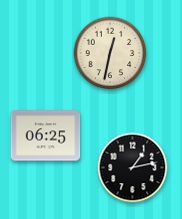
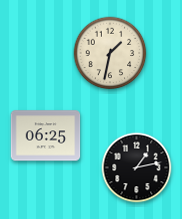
clock at (110, 53): 12:32 -> 1:32
clock at (133, 168) position: (133, 168) -> (137, 168)
